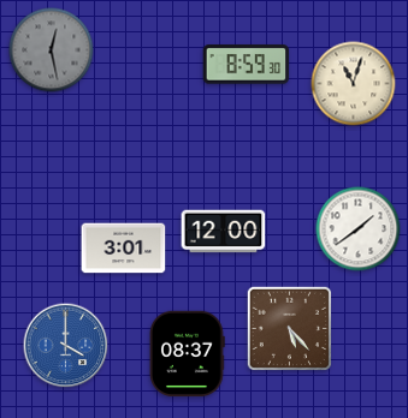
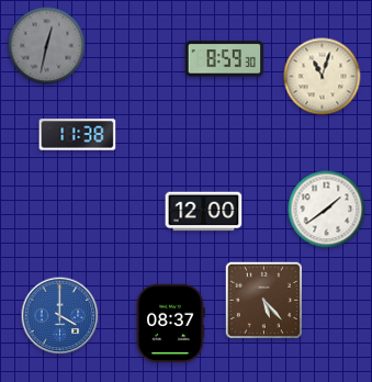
clock at (52, 50): 12:28 -> 12:32
clock at (78, 135): none -> 11:38
clock at (124, 249): 3:01 -> none
